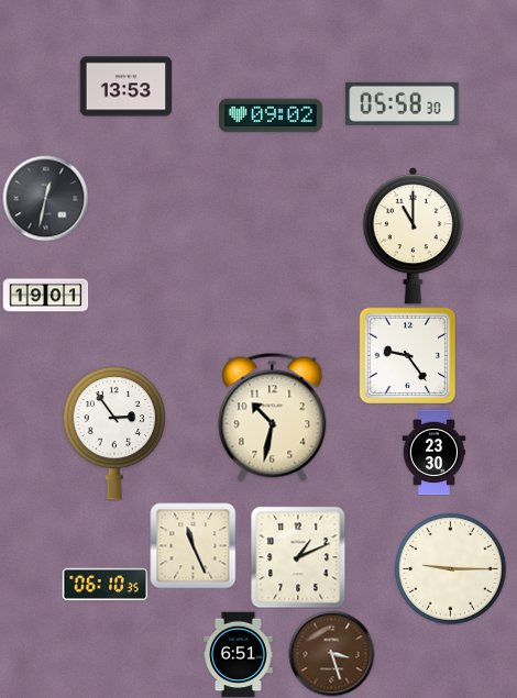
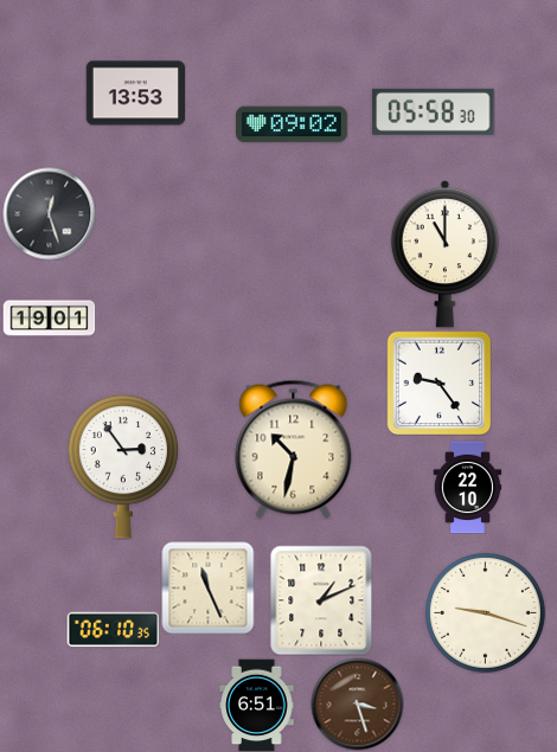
clock at (45, 198): 12:32 -> 12:27
clock at (435, 452): 23:30 -> 22:10
clock at (450, 568): 9:15 -> 9:18
